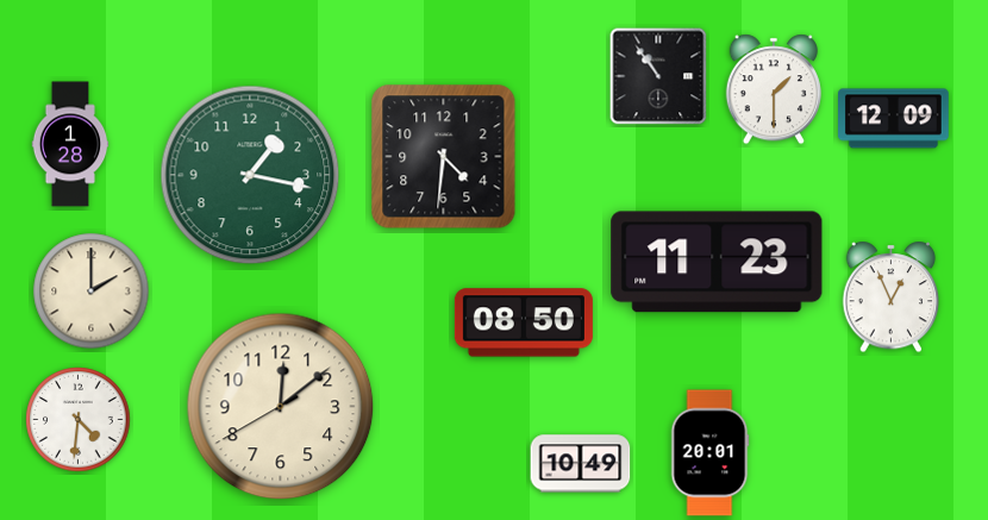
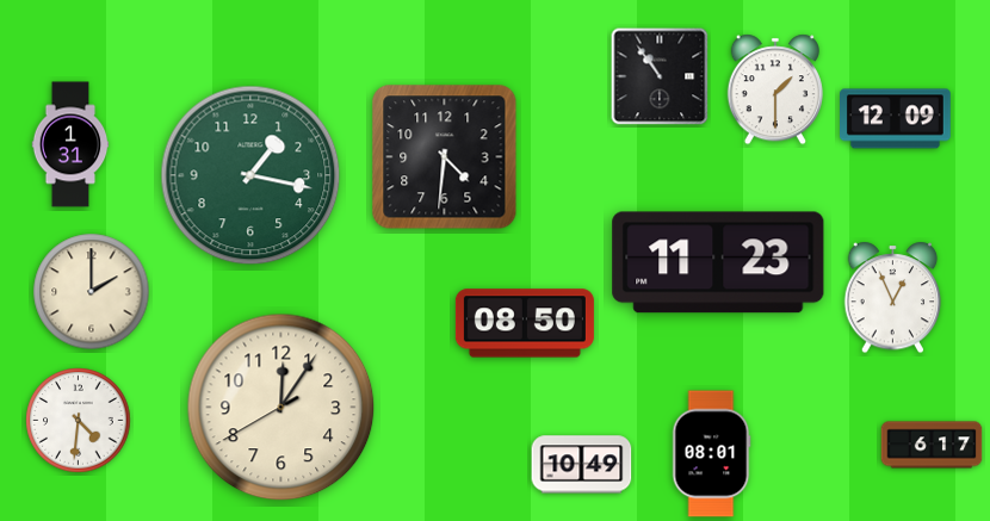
clock at (70, 144): 1:28 -> 1:31
clock at (281, 407): 12:08 -> 12:05
clock at (932, 445): none -> 6:17
clock at (709, 453): 20:01 -> 08:01
